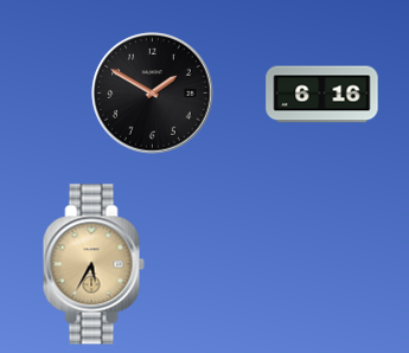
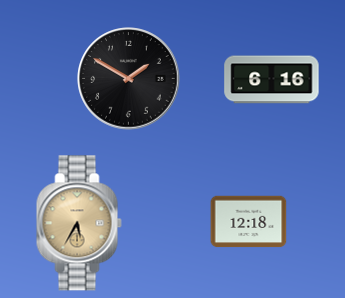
clock at (249, 222): none -> 12:18
